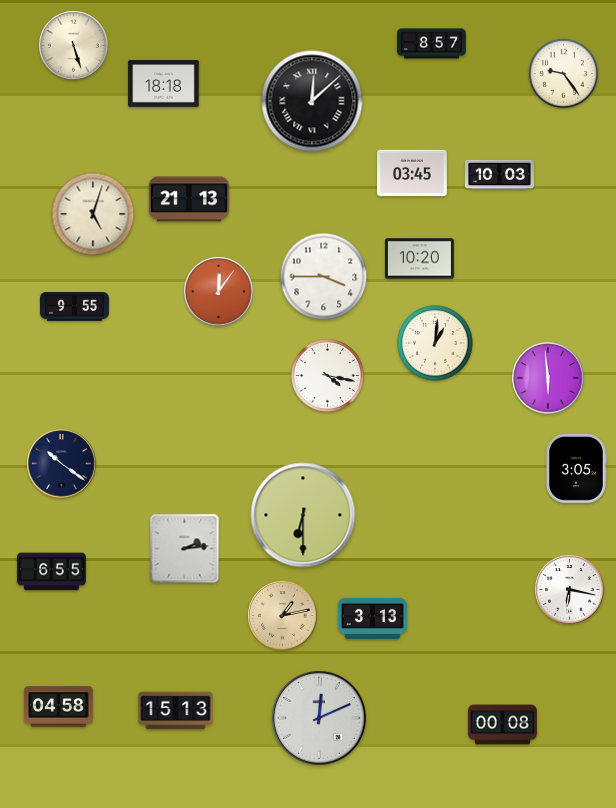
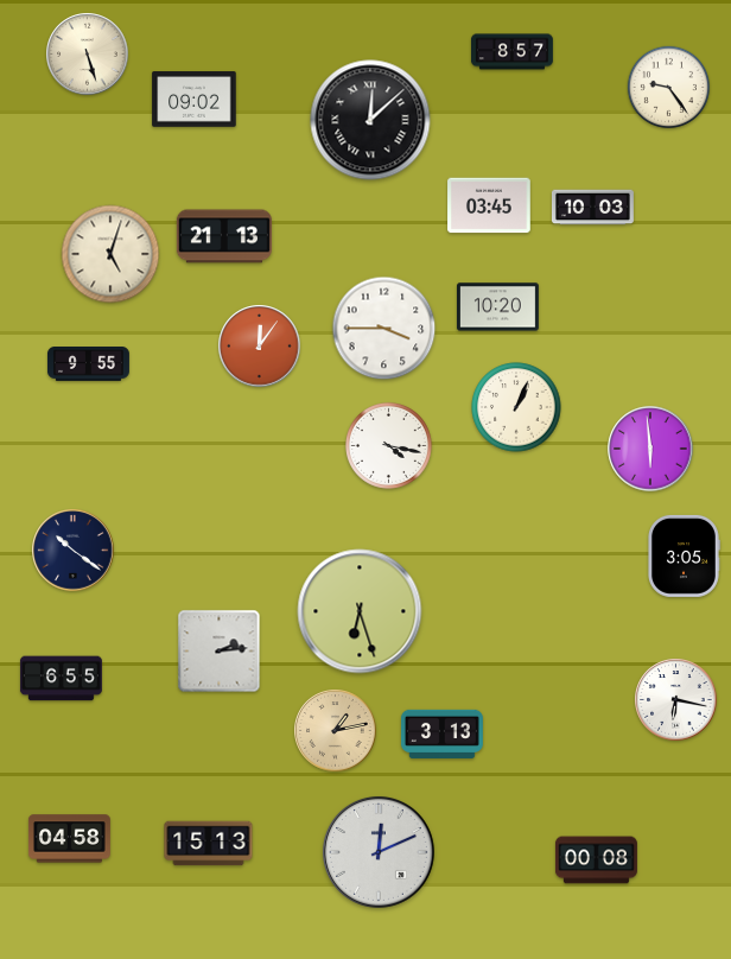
clock at (164, 84): 18:18 -> 09:02
clock at (435, 343): 1:01 -> 1:04
clock at (303, 515): 6:30 -> 6:27
